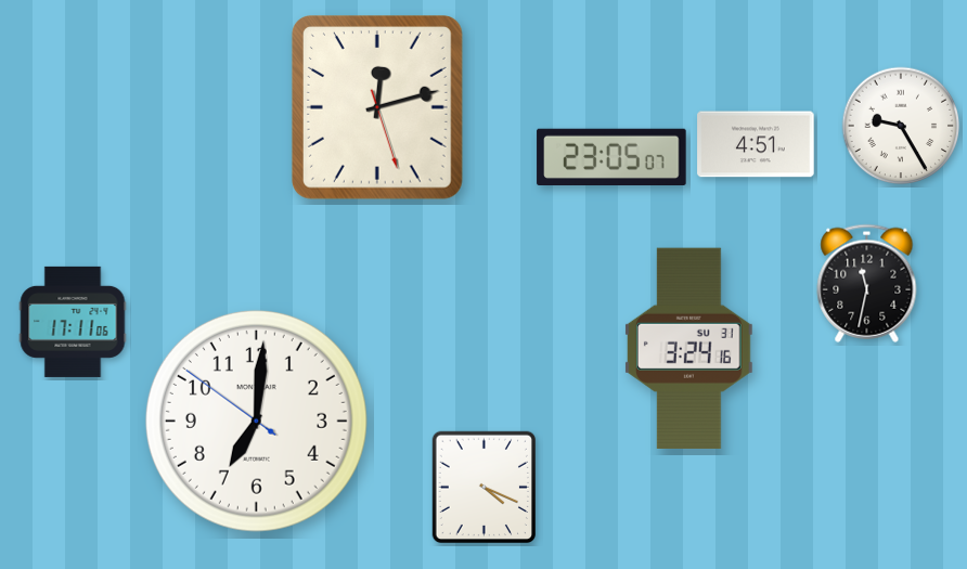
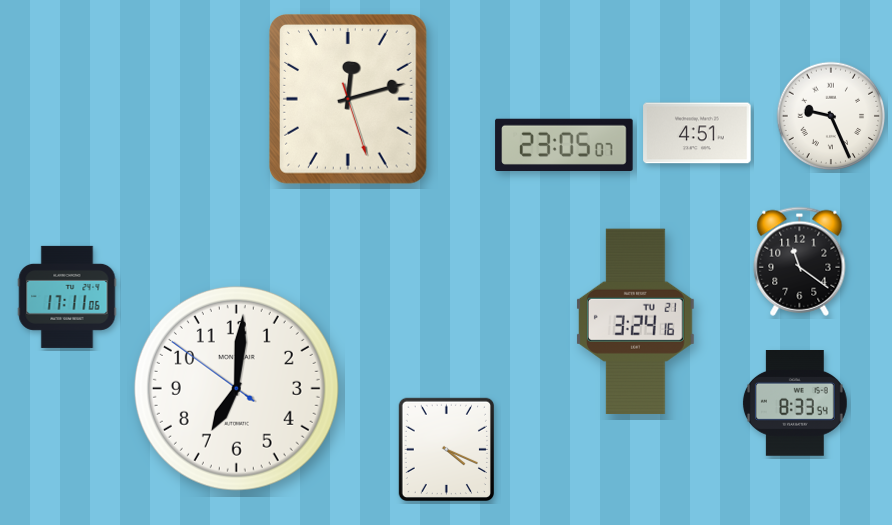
clock at (901, 126): 9:25 -> 9:26
clock at (867, 283): 11:32 -> 11:21
clock at (688, 348) date: SU 31 -> TU 21
clock at (795, 404): none -> 8:33
